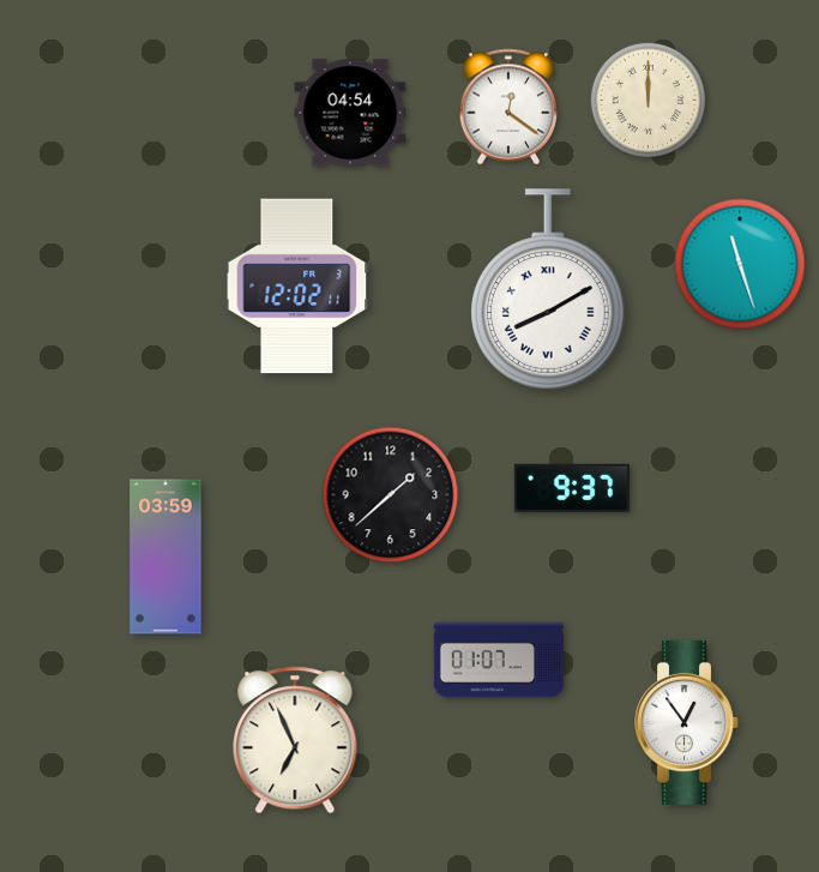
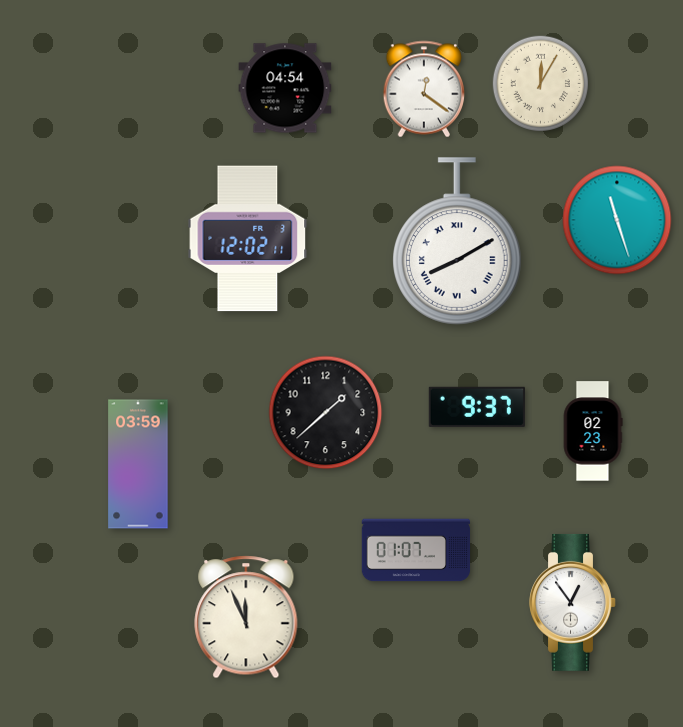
clock at (648, 100): 12:00 -> 12:05
clock at (350, 113) position: (350, 113) -> (285, 88)
clock at (593, 431): none -> 02:23
clock at (295, 740): 6:56 -> 11:56
